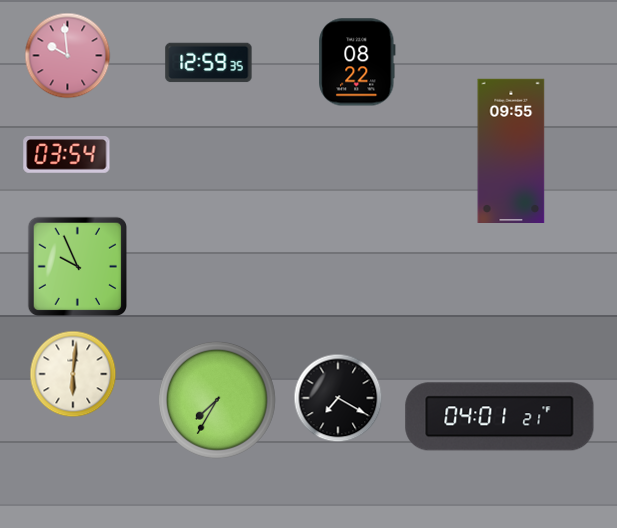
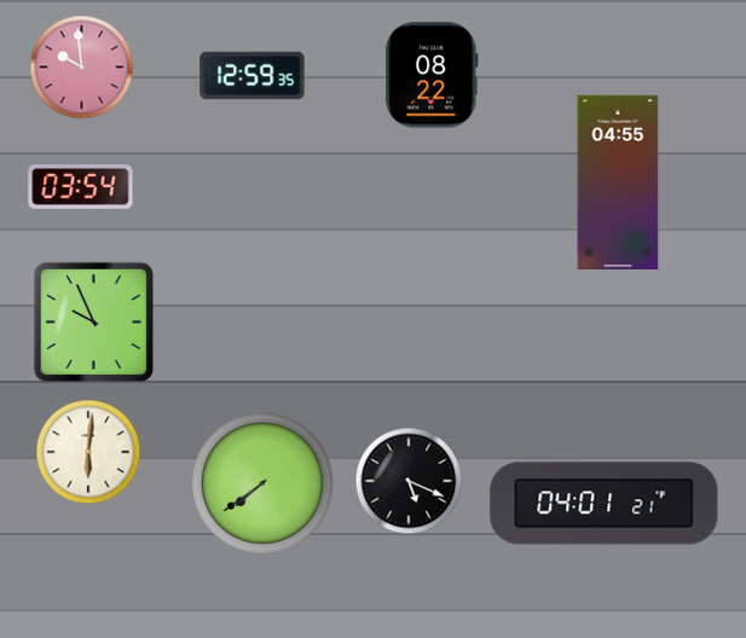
clock at (511, 150): 09:55 -> 04:55
clock at (338, 398): 7:20 -> 5:19
clock at (217, 400): 7:35 -> 7:39
